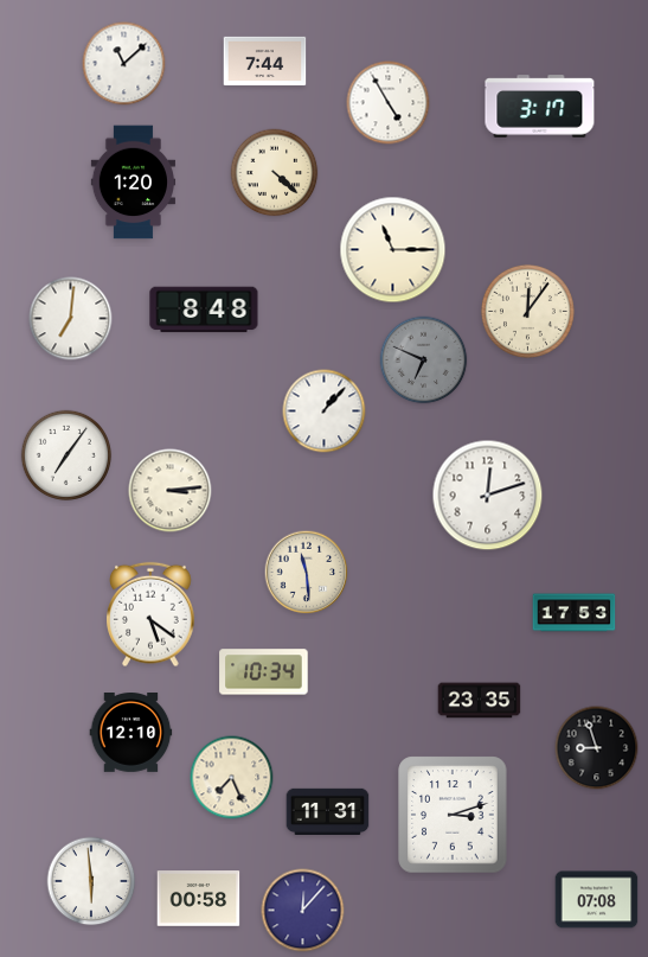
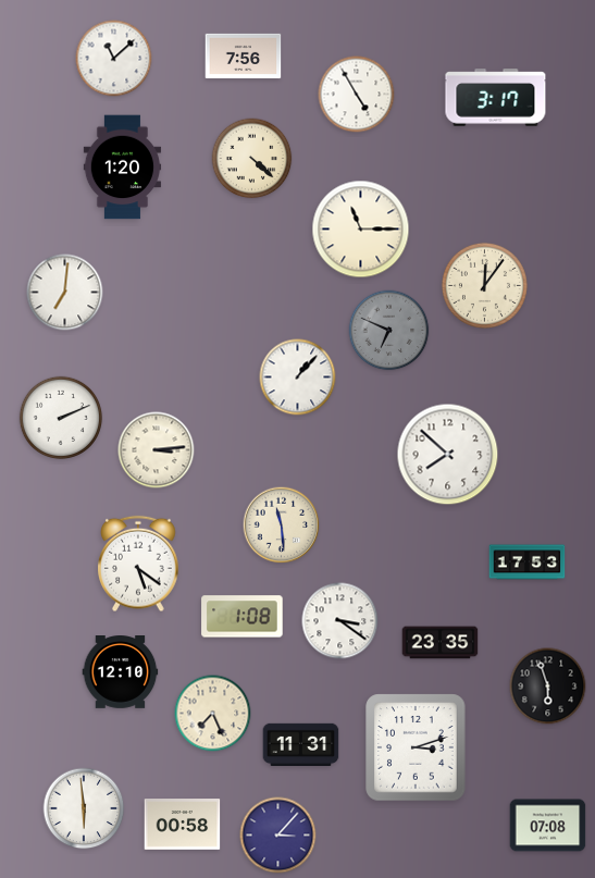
clock at (265, 62): 7:44 -> 7:56
clock at (204, 310): 8:48 -> none
clock at (66, 455): 7:06 -> 2:11
clock at (488, 496): 12:12 -> 7:52
clock at (264, 672): 10:34 -> 1:08
clock at (340, 621): none -> 3:21
clock at (597, 748): 8:57 -> 5:57
clock at (303, 911): 12:07 -> 3:07
